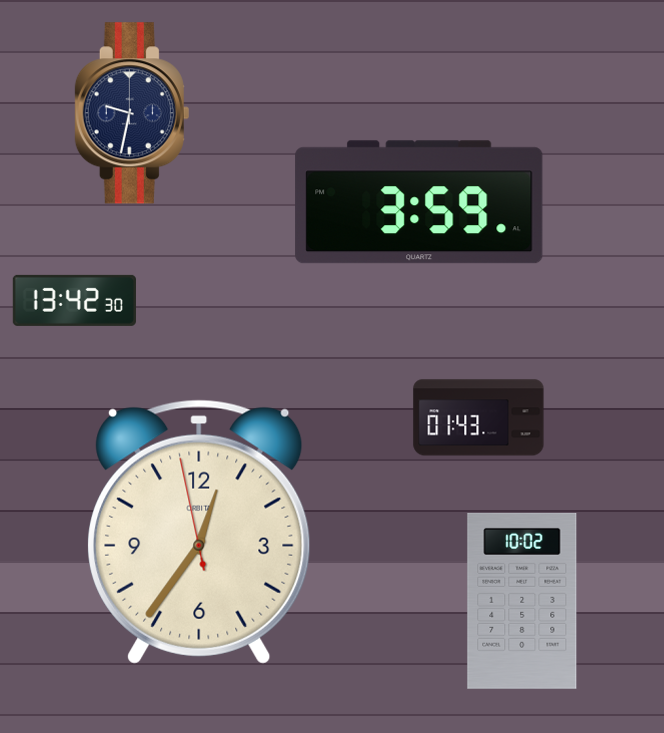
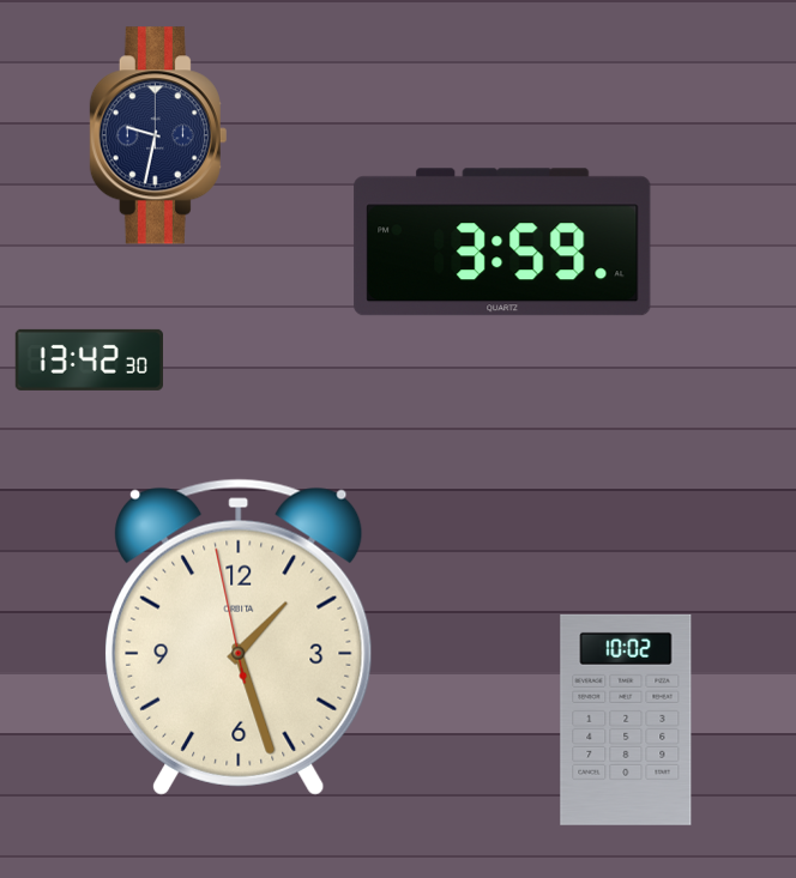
clock at (479, 418): 01:43 -> none
clock at (199, 532): 12:35 -> 1:26
